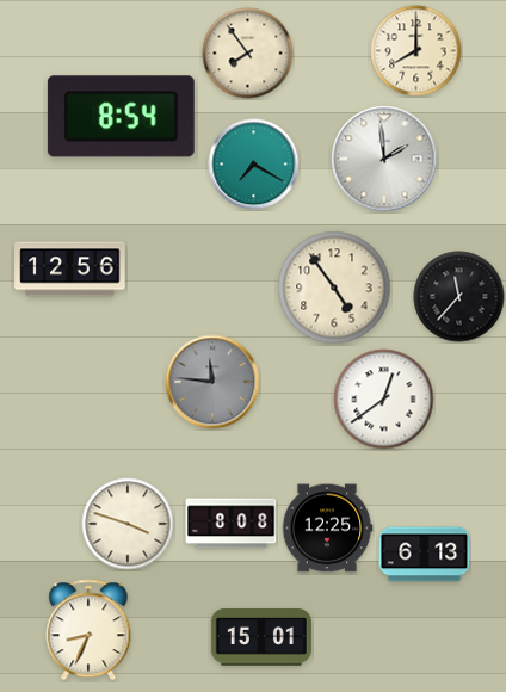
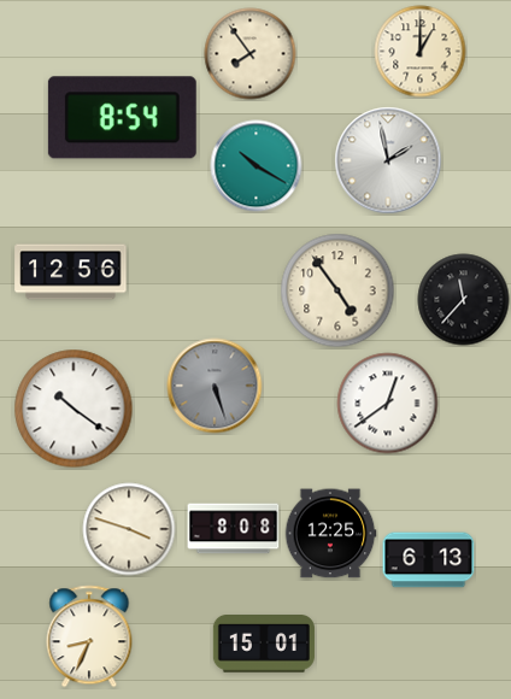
clock at (416, 51): 8:00 -> 1:00
clock at (384, 159): 1:59 -> 1:58
clock at (254, 165): 7:20 -> 10:20
clock at (212, 382): 11:46 -> 5:27
clock at (74, 409): none -> 10:21
